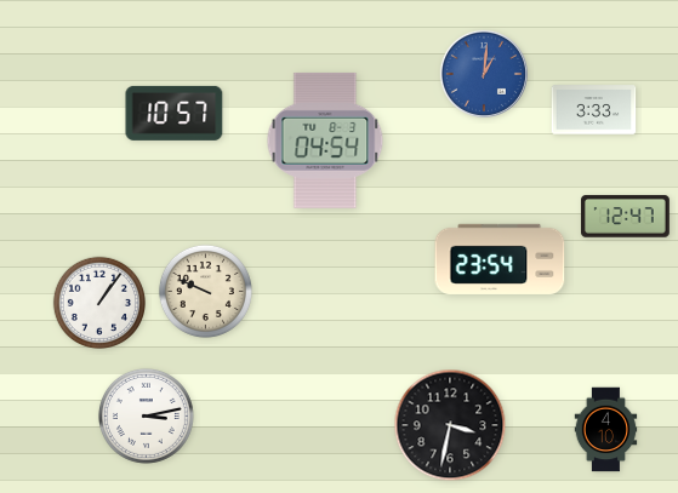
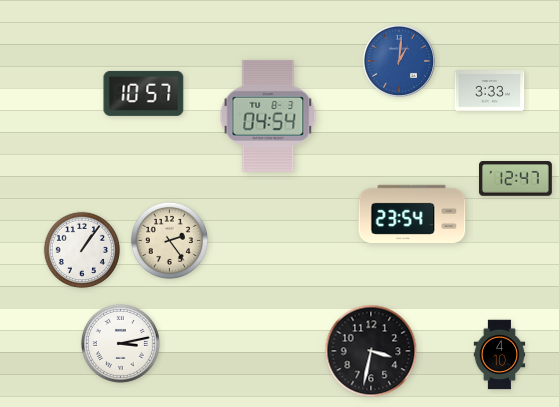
clock at (205, 291): 9:49 -> 2:24
